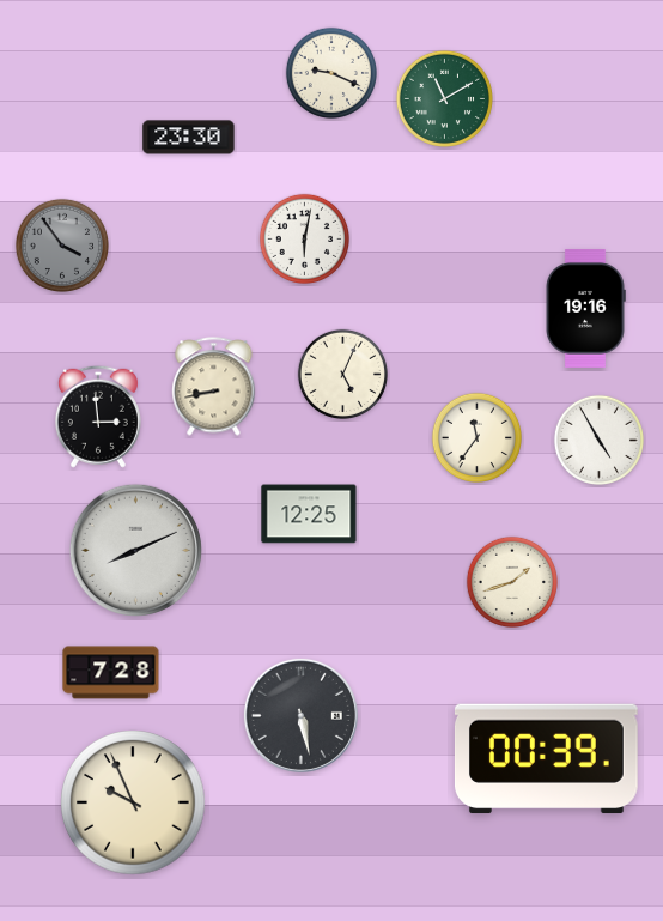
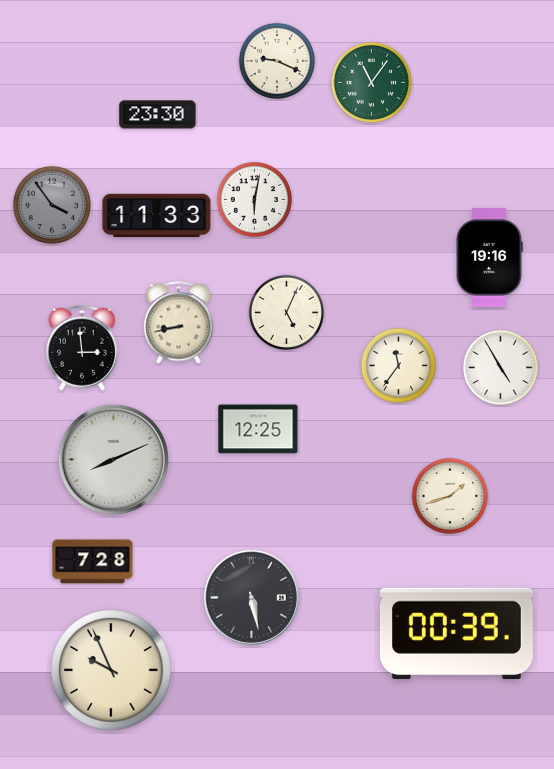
clock at (444, 98): 11:10 -> 11:06
clock at (157, 216): none -> 11:33
clock at (511, 581) position: (511, 581) -> (449, 495)
